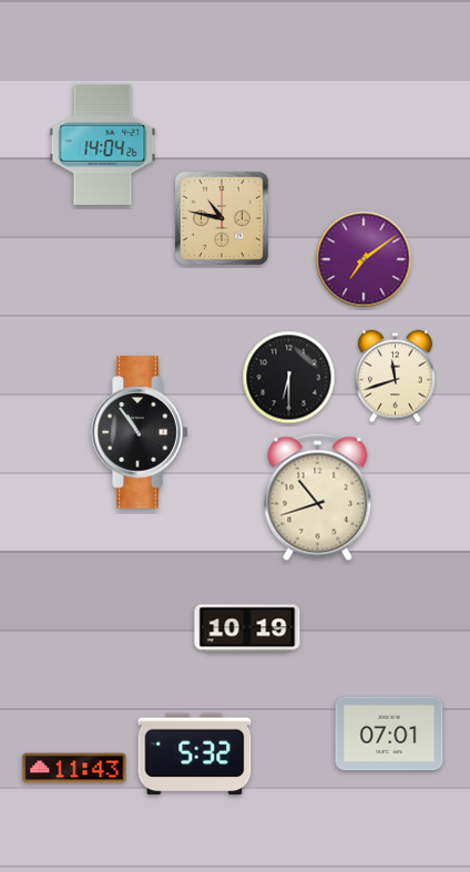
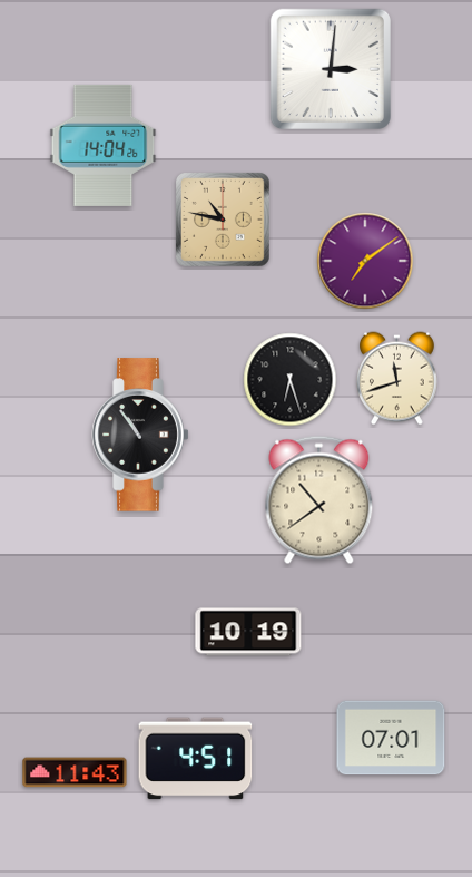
clock at (331, 69): none -> 3:01
clock at (289, 378): 6:30 -> 6:27
clock at (318, 497): 10:42 -> 10:39
clock at (195, 755): 5:32 -> 4:51
